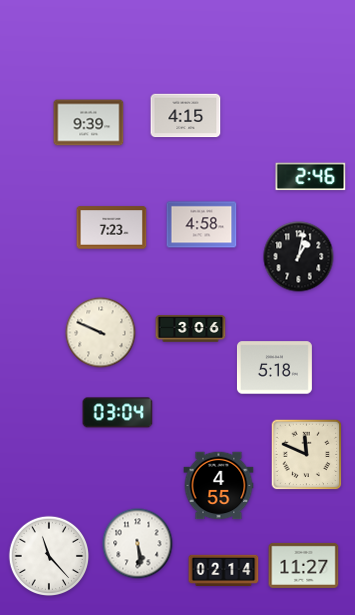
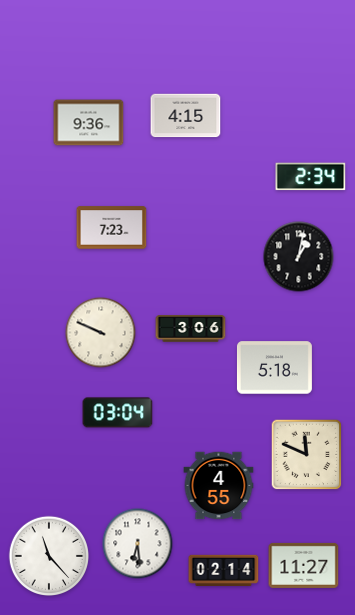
clock at (89, 123): 9:39 -> 9:36
clock at (311, 177): 2:46 -> 2:34
clock at (202, 225): 4:58 -> none
clock at (138, 544): 5:29 -> 6:29
